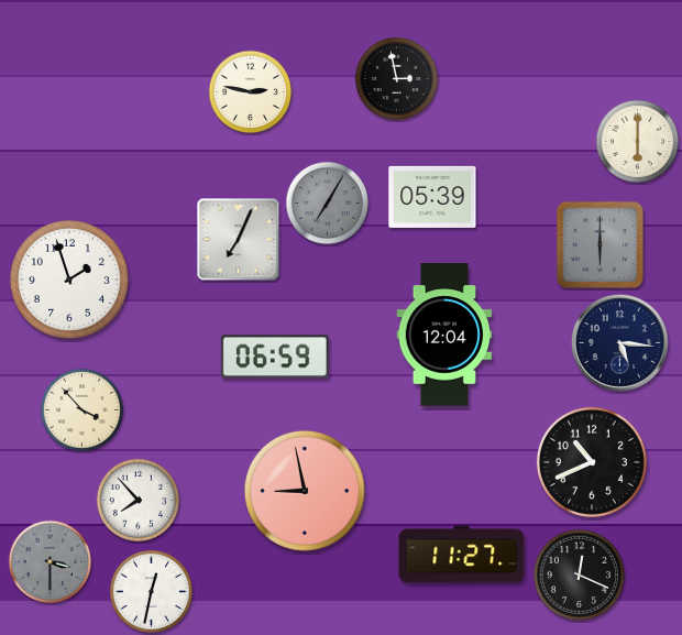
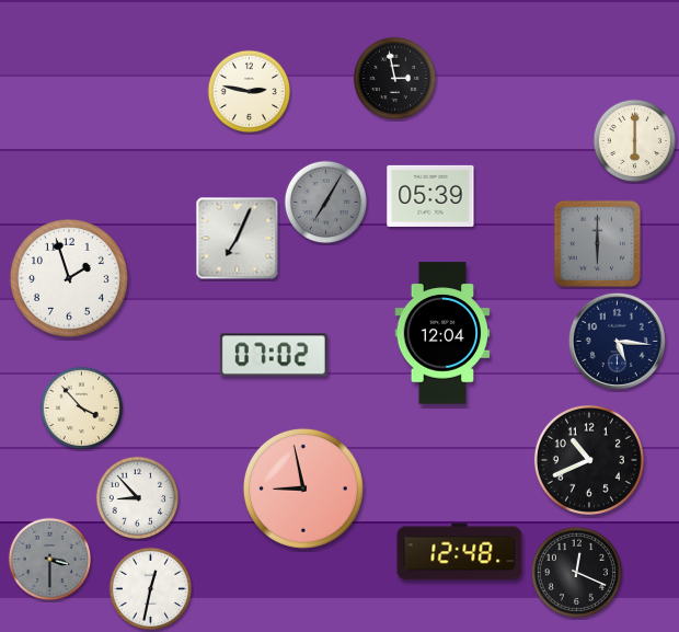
clock at (275, 357): 06:59 -> 07:02
clock at (139, 501): 7:53 -> 8:53
clock at (462, 555): 11:27 -> 12:48
